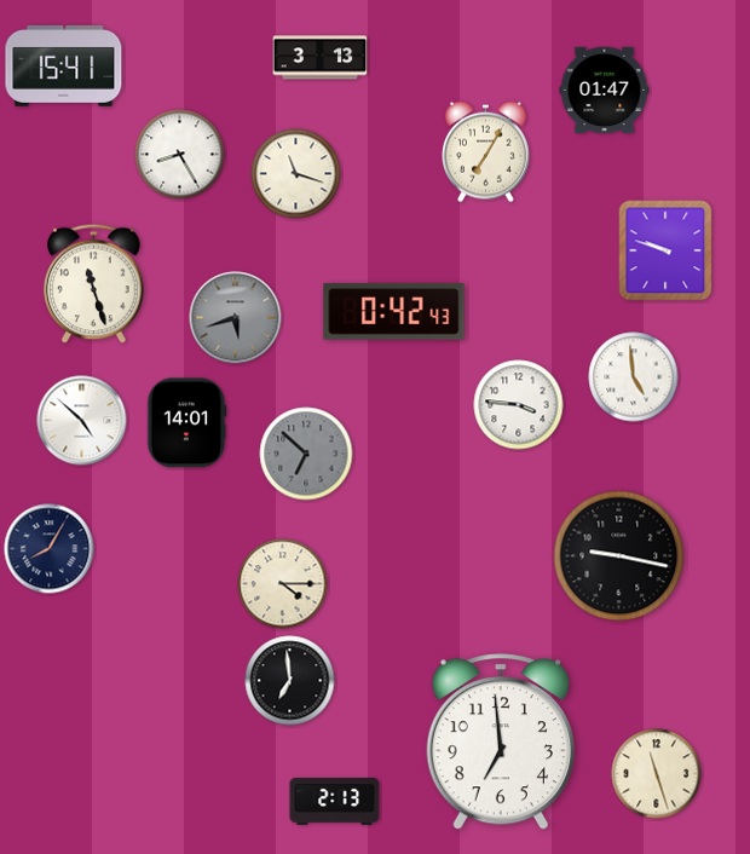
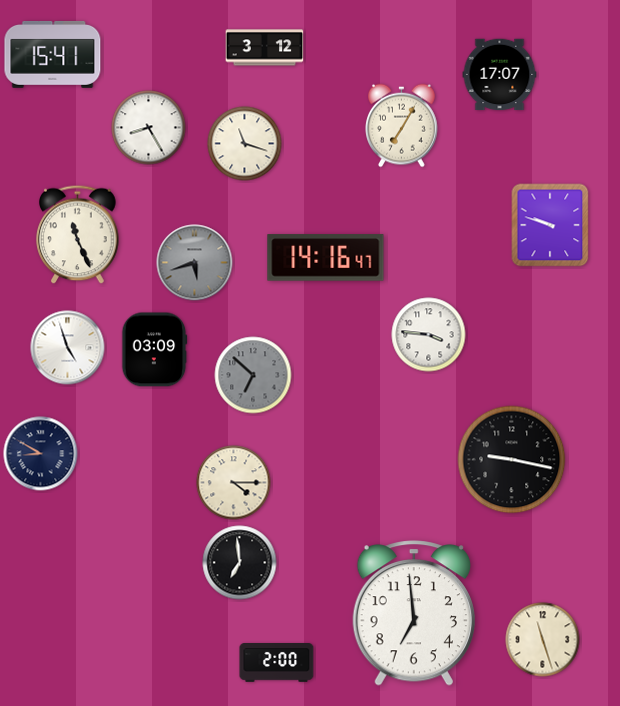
clock at (321, 58): 3:13 -> 3:12
clock at (605, 91): 01:47 -> 17:07
clock at (665, 250) position: (665, 250) -> (550, 225)
clock at (94, 284): 11:27 -> 11:26
clock at (394, 312): 0:42 -> 14:16
clock at (634, 377): 4:59 -> none
clock at (82, 421): 4:52 -> 4:57
clock at (186, 423): 14:01 -> 03:09
clock at (50, 549): 8:05 -> 8:50
clock at (335, 802): 2:13 -> 2:00
